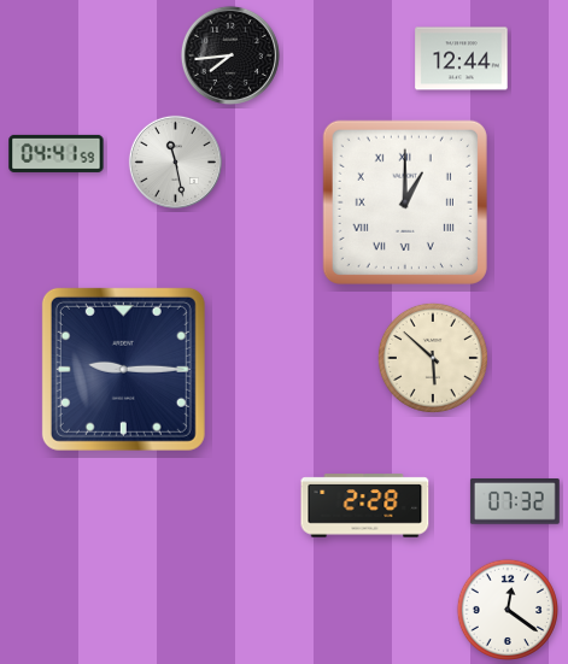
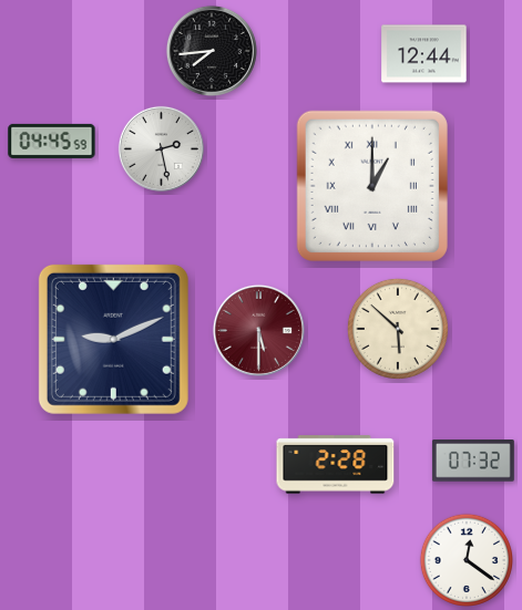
clock at (57, 153): 04:41 -> 04:45
clock at (175, 161): 11:28 -> 2:28
clock at (258, 330): none -> 5:30
clock at (123, 369): 9:15 -> 9:11
